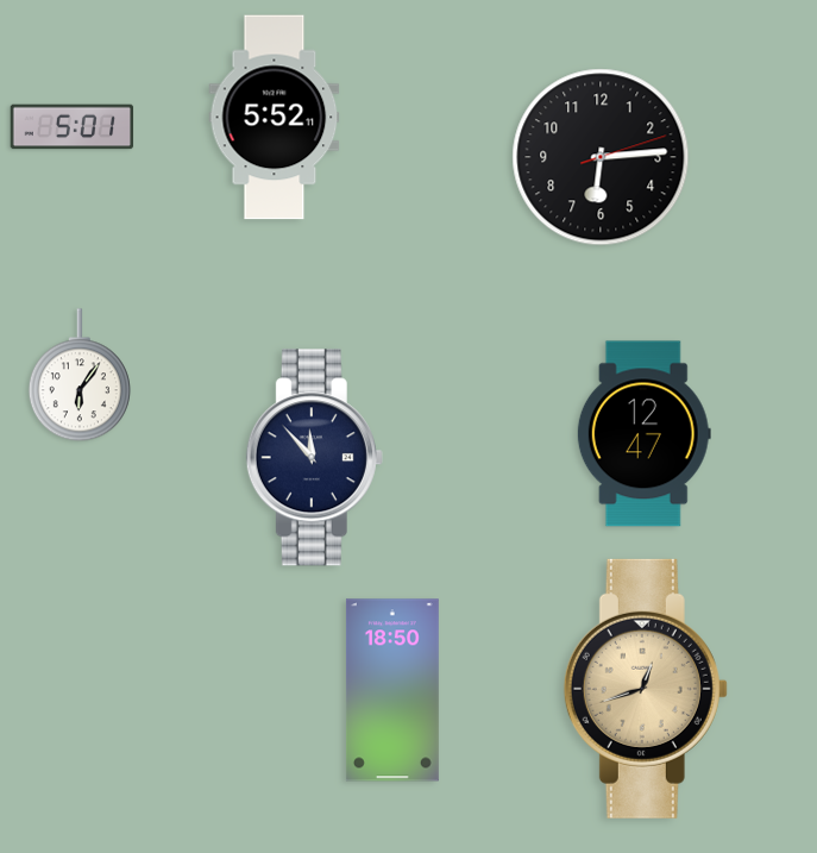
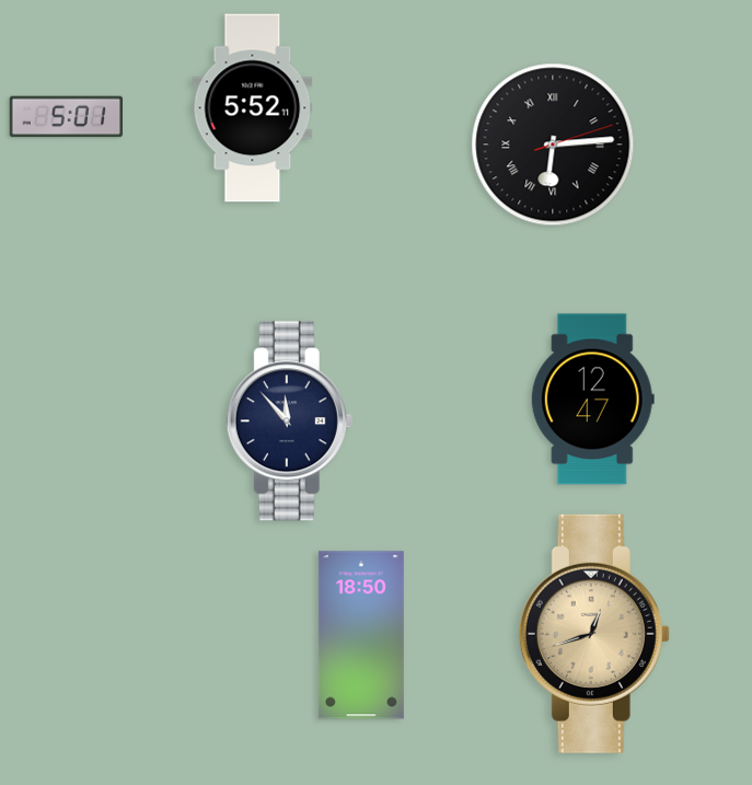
clock at (601, 157) numerals: Arabic -> Roman
clock at (80, 376): 6:06 -> none
